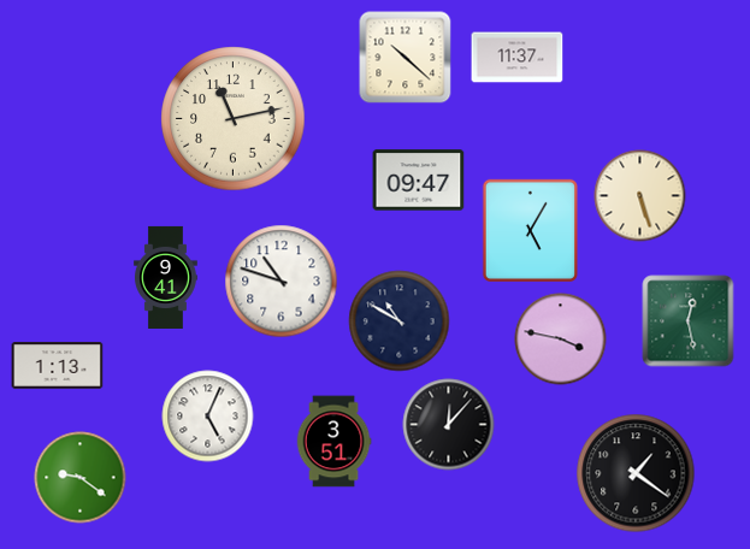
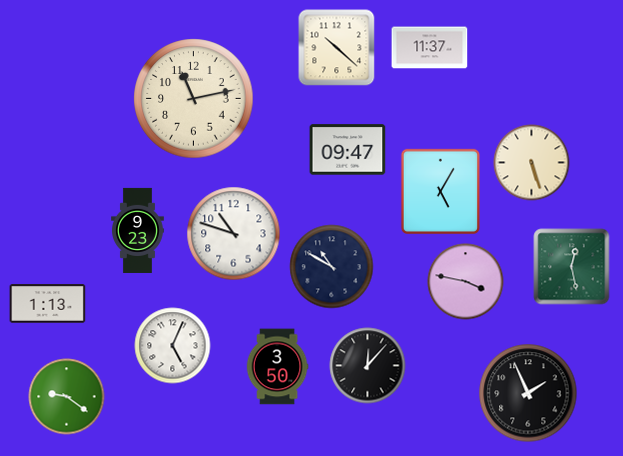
clock at (166, 277): 9:41 -> 9:23
clock at (449, 425) position: (449, 425) -> (368, 366)
clock at (333, 442): 3:51 -> 3:50
clock at (636, 473): 1:21 -> 1:56
